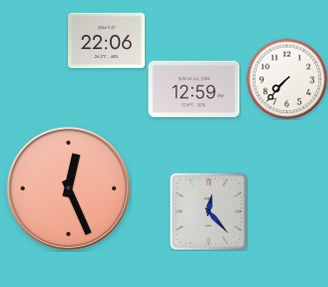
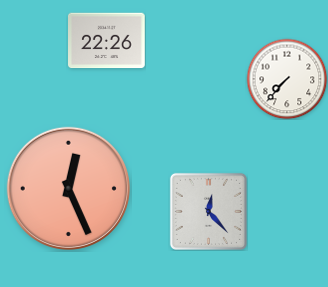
clock at (107, 41): 22:06 -> 22:26
clock at (194, 89): 12:59 -> none
